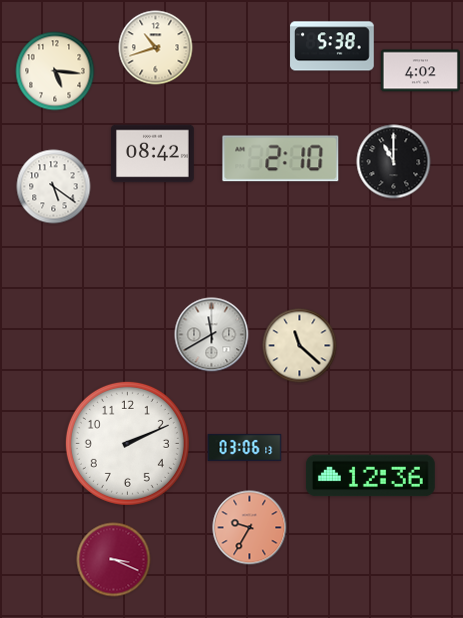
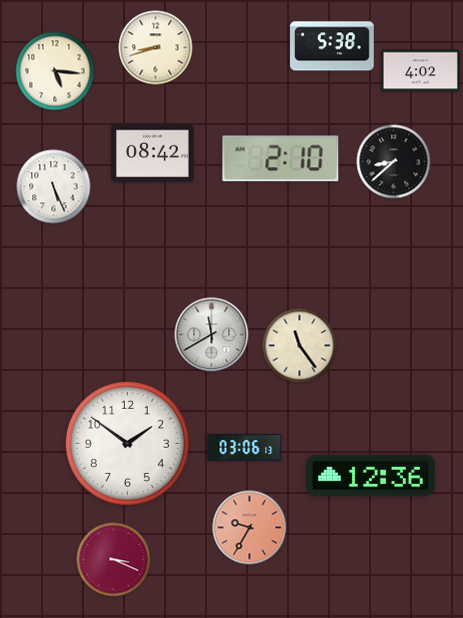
clock at (156, 48): 10:42 -> 8:42
clock at (394, 162): 11:00 -> 8:38
clock at (54, 187): 5:21 -> 5:26
clock at (300, 346): 11:22 -> 11:24
clock at (127, 443): 2:11 -> 1:51
